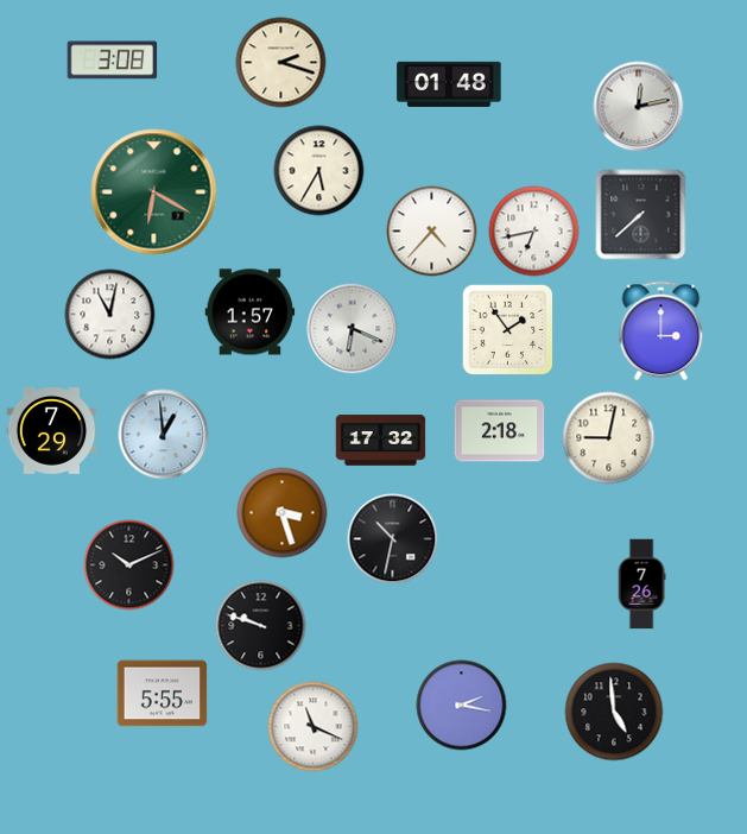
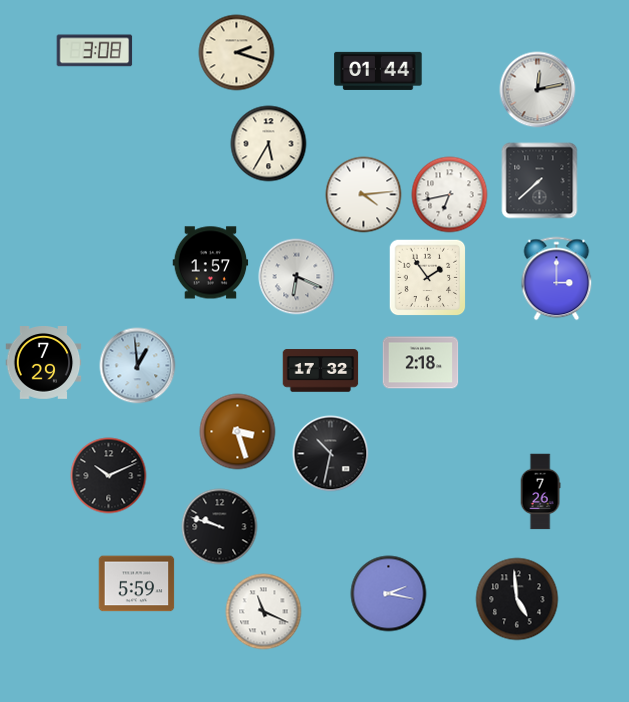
clock at (449, 84): 01:48 -> 01:44
clock at (154, 192): 6:20 -> none
clock at (432, 232): 4:37 -> 4:14
clock at (110, 315): 11:02 -> none
clock at (609, 438): 9:02 -> none
clock at (163, 694): 5:55 -> 5:59
